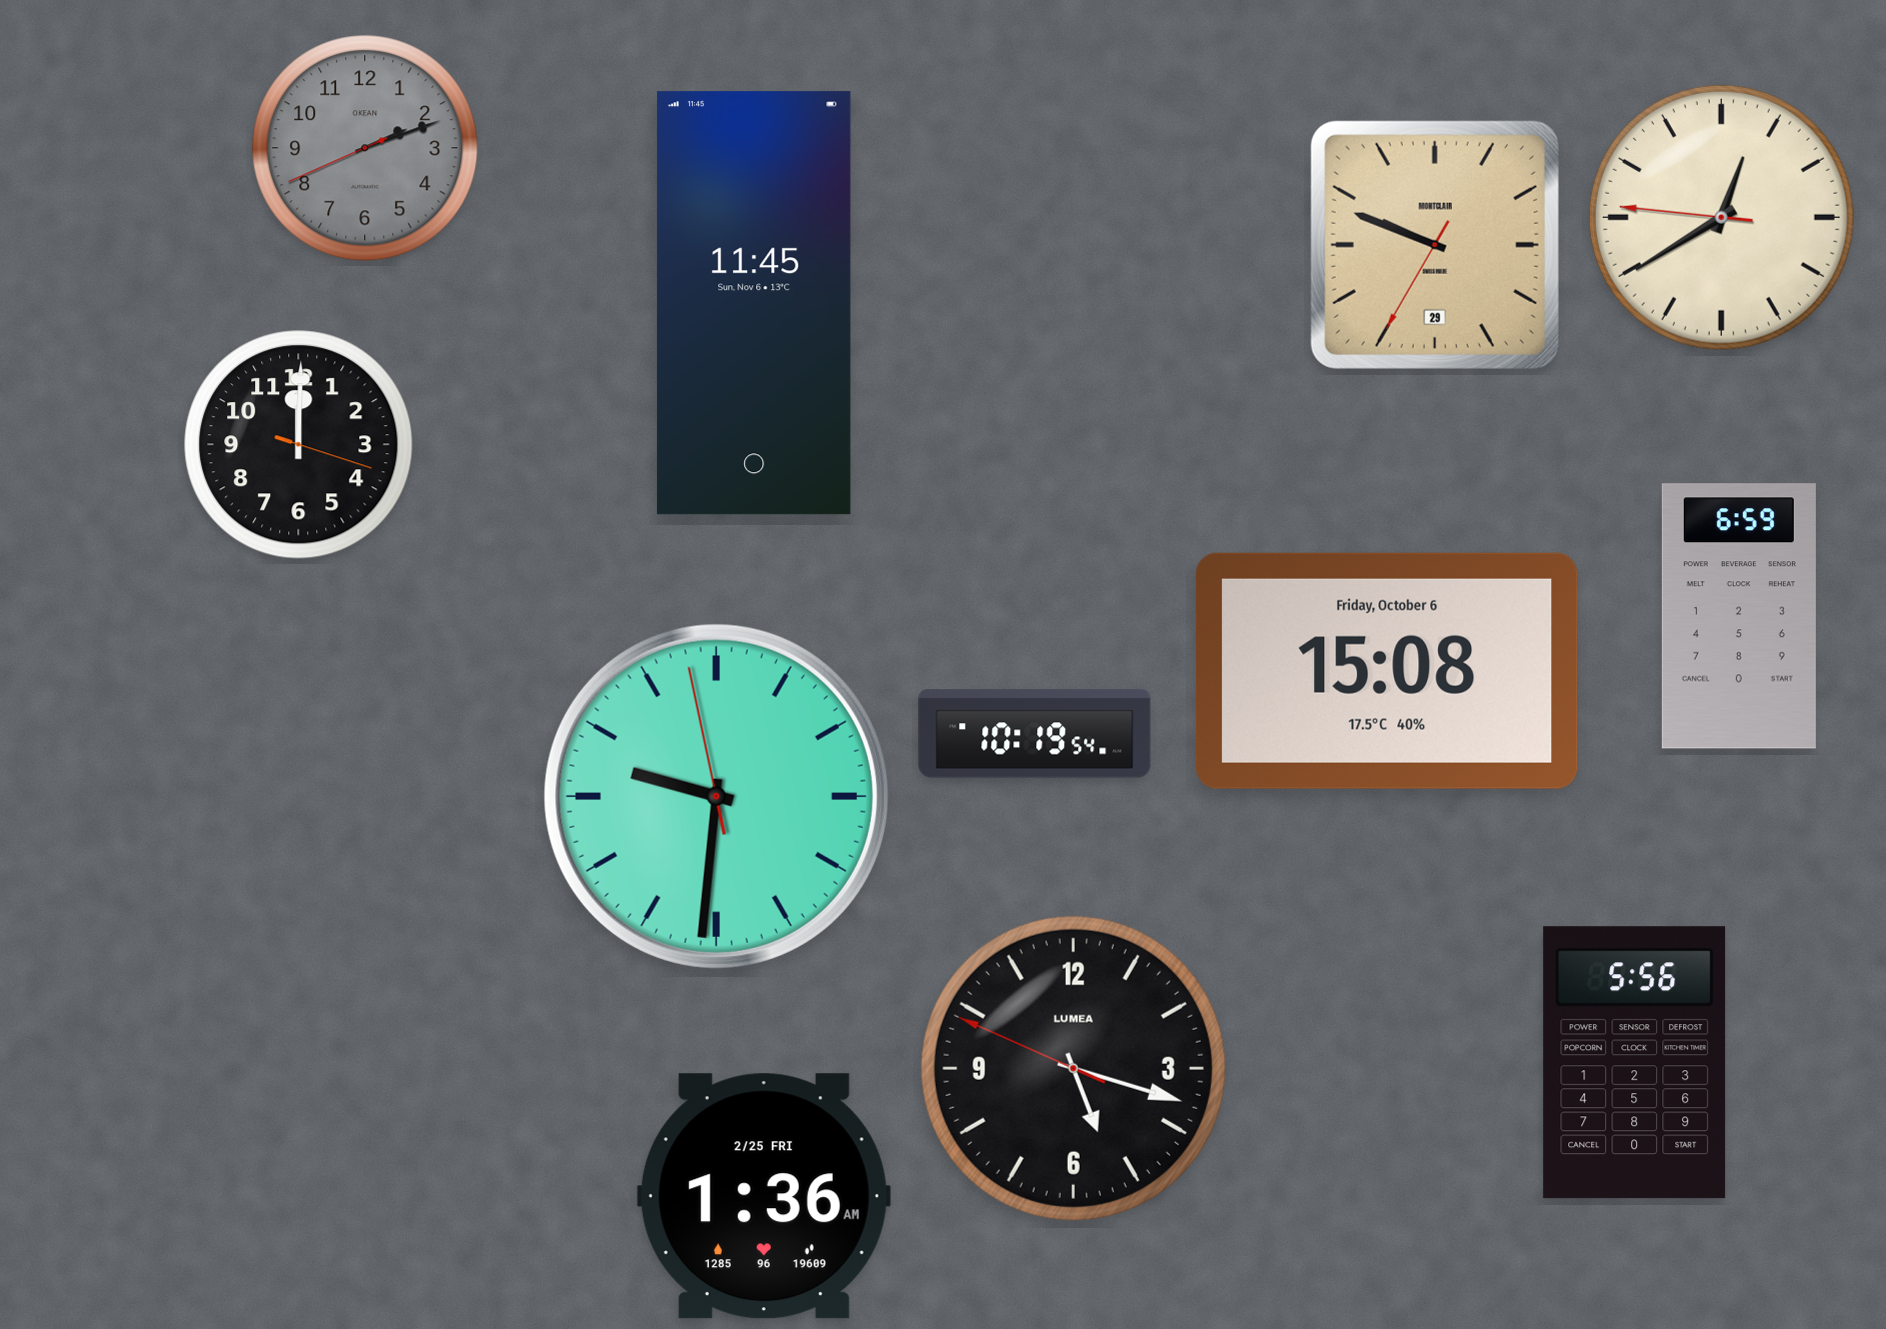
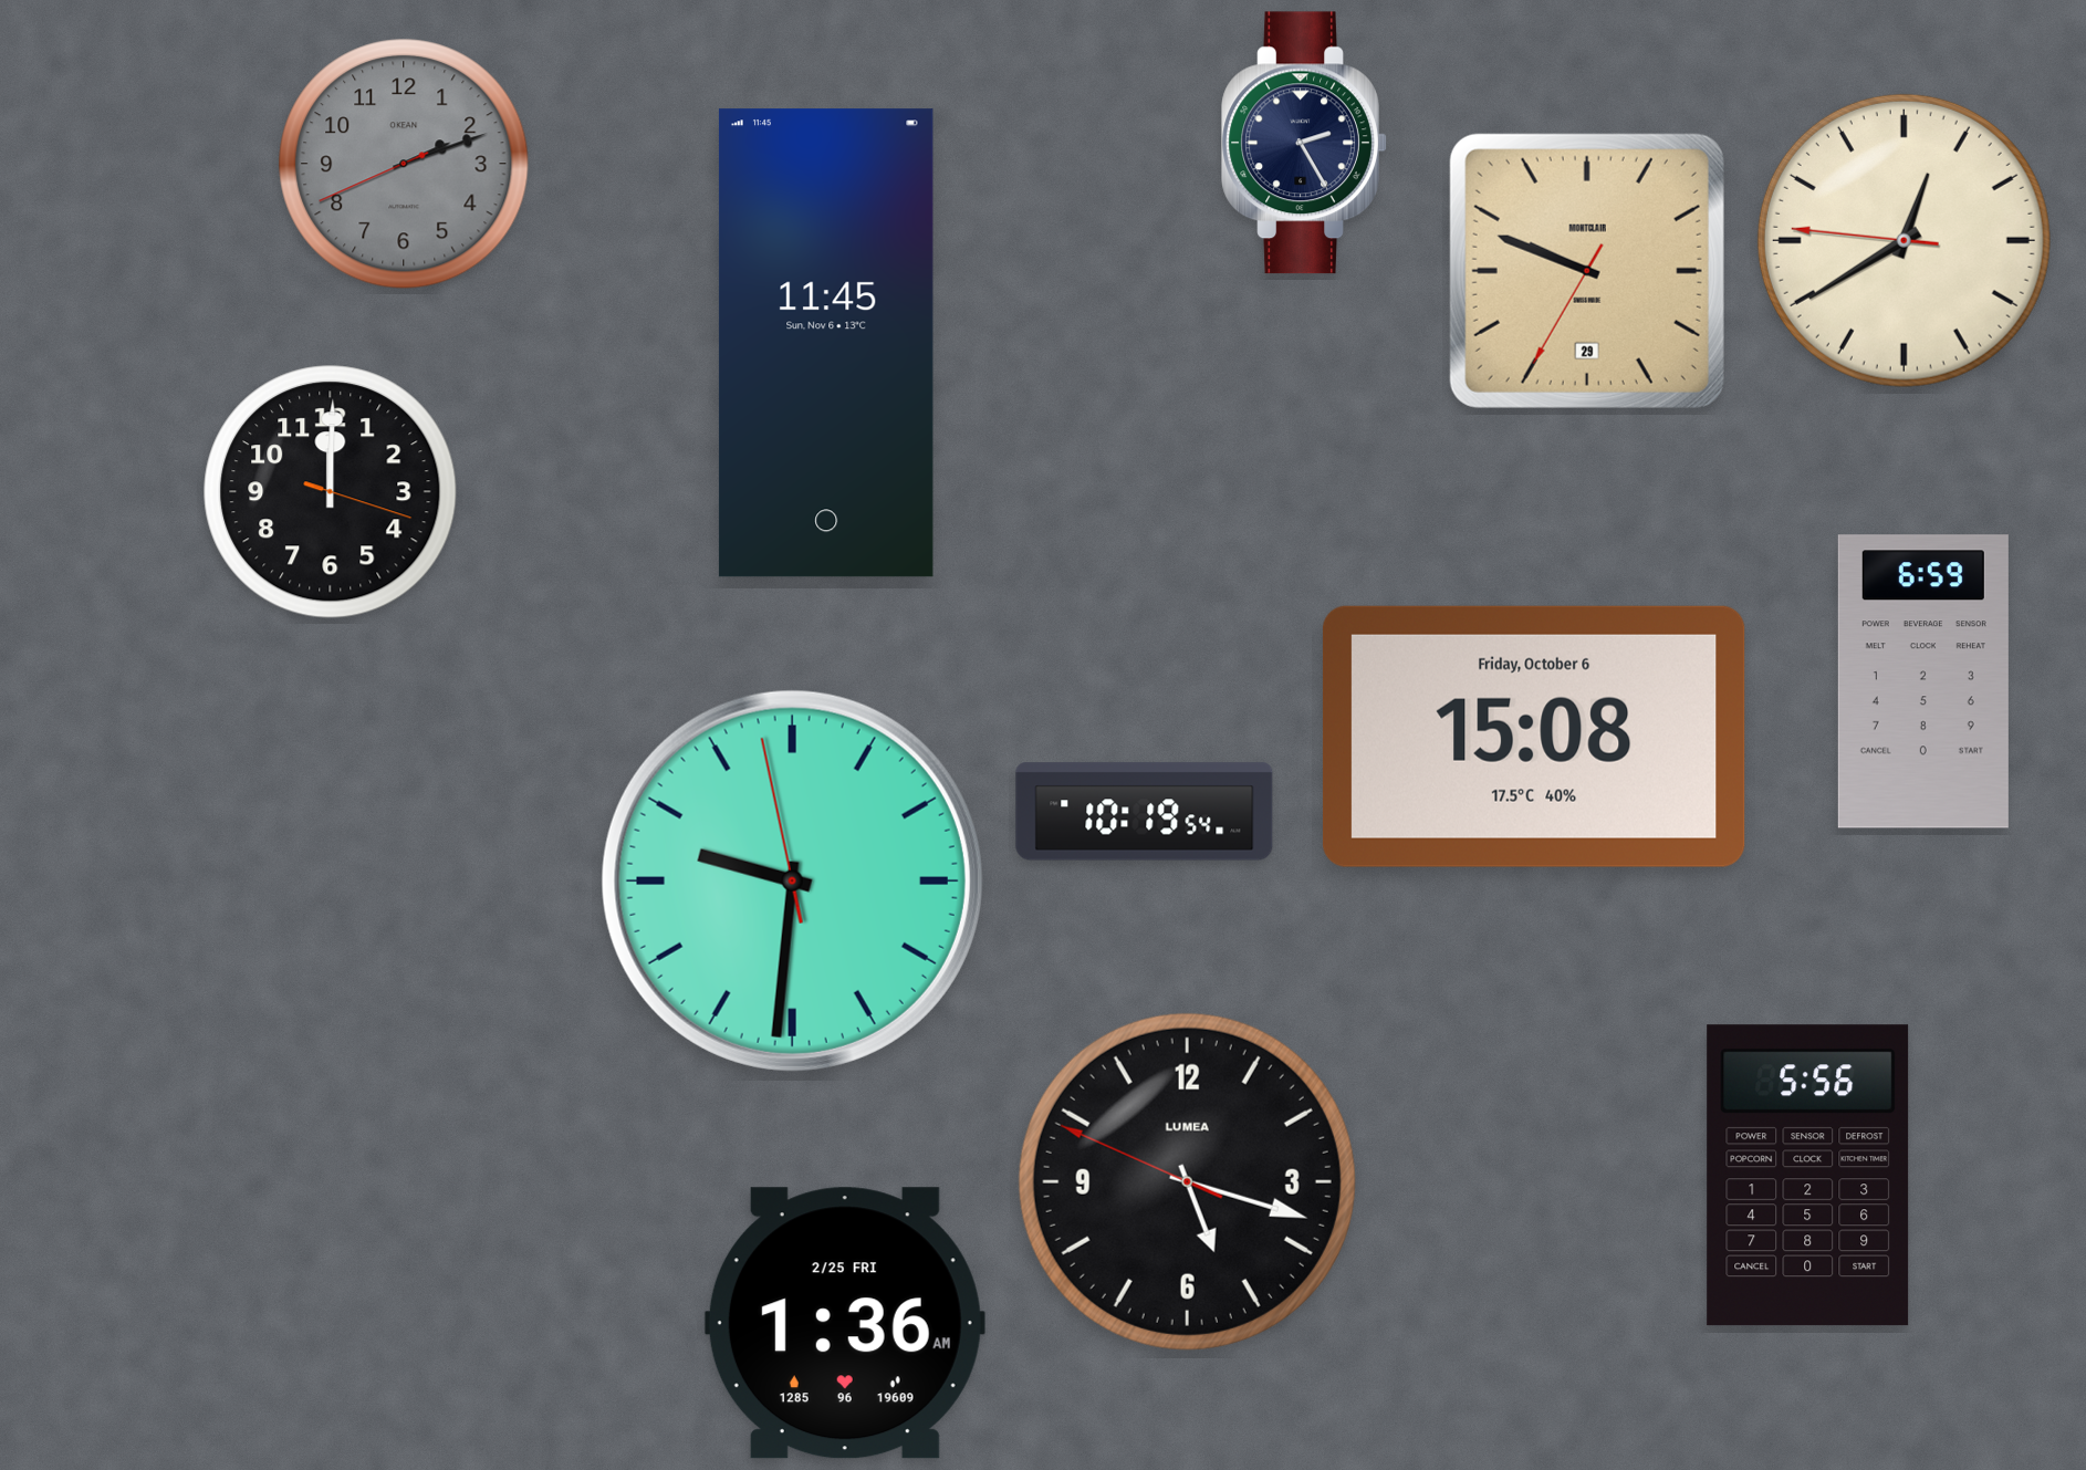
clock at (1304, 143): none -> 2:25
clock at (754, 303) position: (754, 303) -> (826, 343)
clock at (1387, 671) position: (1387, 671) -> (1534, 737)
